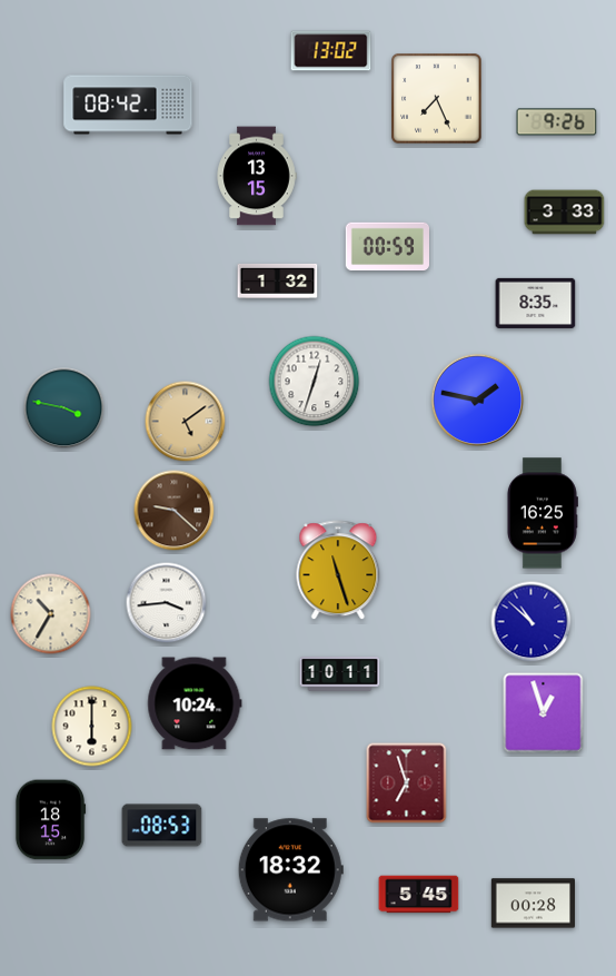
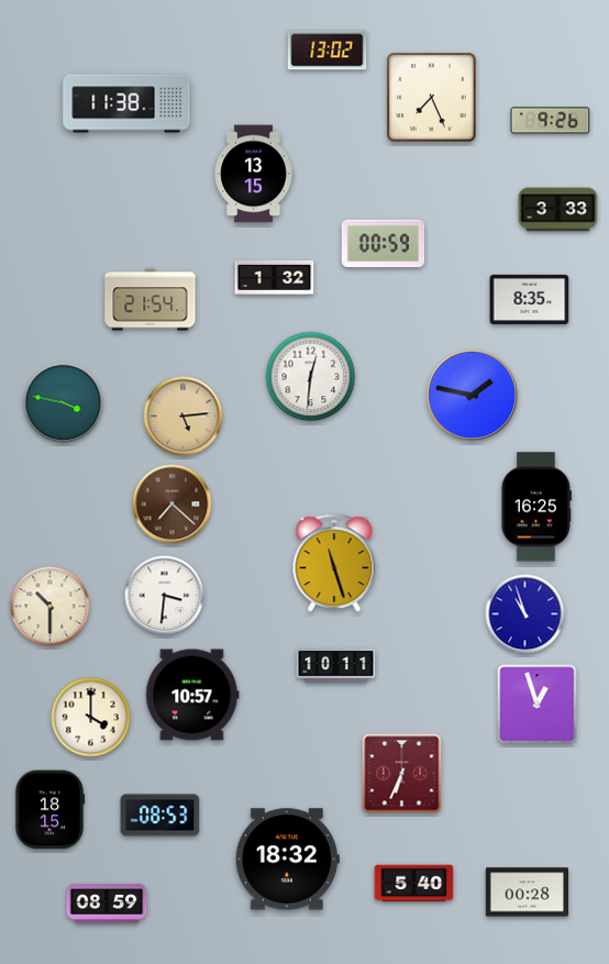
clock at (128, 105): 08:42 -> 11:38
clock at (151, 300): none -> 21:54
clock at (315, 382): 12:33 -> 12:31
clock at (186, 422): 5:09 -> 5:14
clock at (175, 511): 9:22 -> 7:22
clock at (167, 603): 3:44 -> 3:31
clock at (51, 614): 10:35 -> 10:30
clock at (531, 622): 10:52 -> 10:57
clock at (195, 703): 10:24 -> 10:57
clock at (92, 727): 6:00 -> 4:00
clock at (407, 783): 6:57 -> 6:34
clock at (419, 895): 5:45 -> 5:40
clock at (107, 904): none -> 08:59
